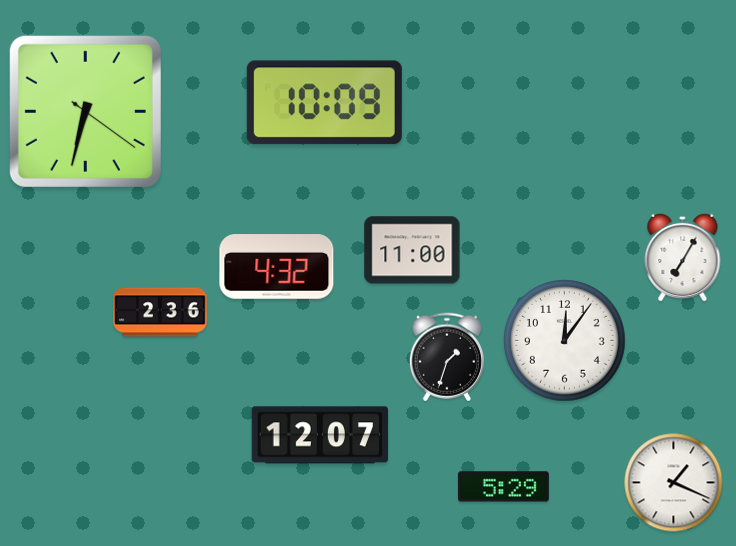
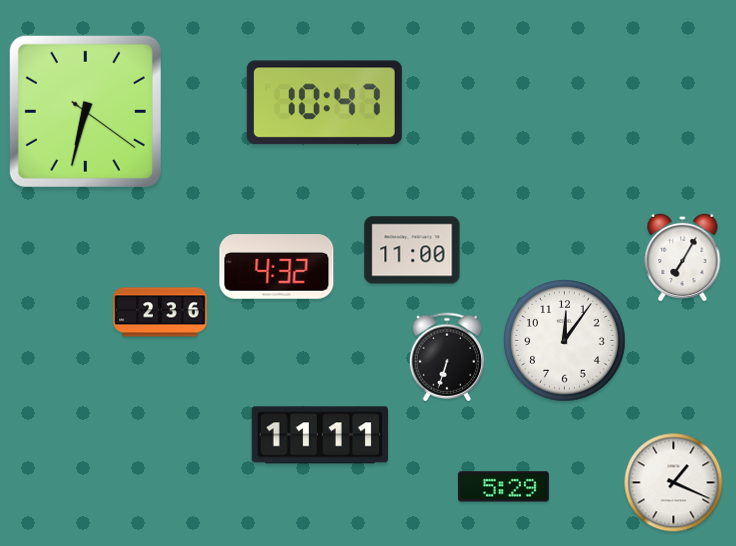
clock at (324, 103): 10:09 -> 10:47
clock at (446, 357): 1:33 -> 6:33
clock at (319, 435): 12:07 -> 11:11
